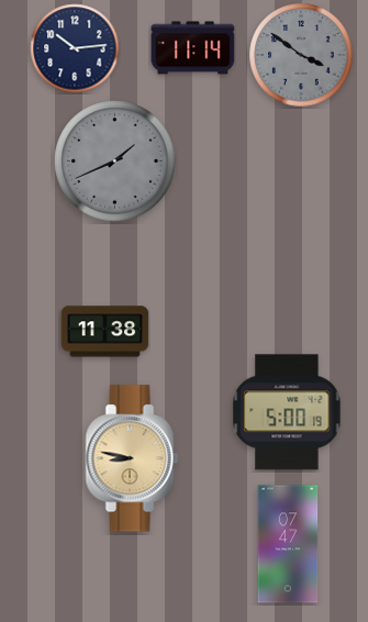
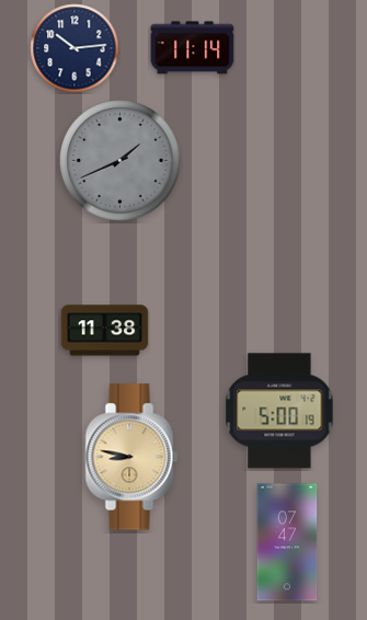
clock at (301, 55): 3:51 -> none
clock at (115, 162) position: (115, 162) -> (121, 161)
clock at (287, 412) position: (287, 412) -> (279, 411)
